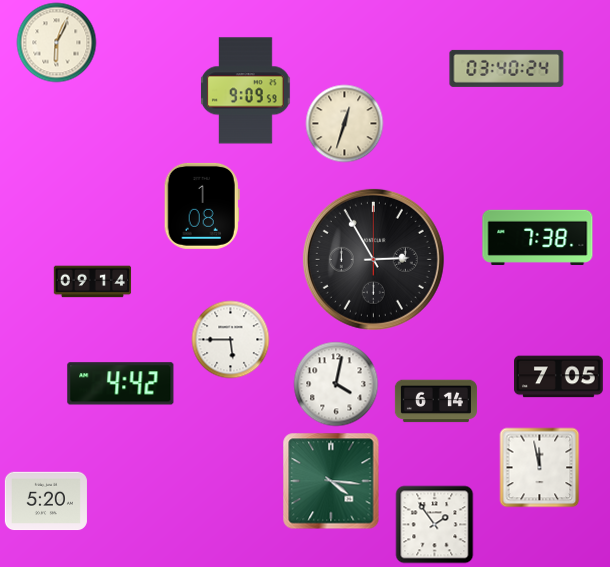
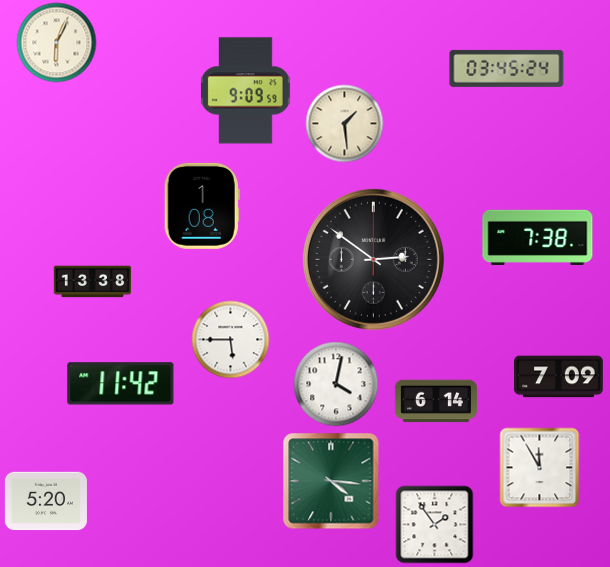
clock at (507, 68): 03:40 -> 03:45
clock at (344, 123): 12:33 -> 1:29
clock at (373, 259): 2:55 -> 2:51
clock at (92, 282): 09:14 -> 13:38
clock at (559, 377): 7:05 -> 7:09
clock at (121, 384): 4:42 -> 11:42
clock at (539, 467): 11:58 -> 11:55
